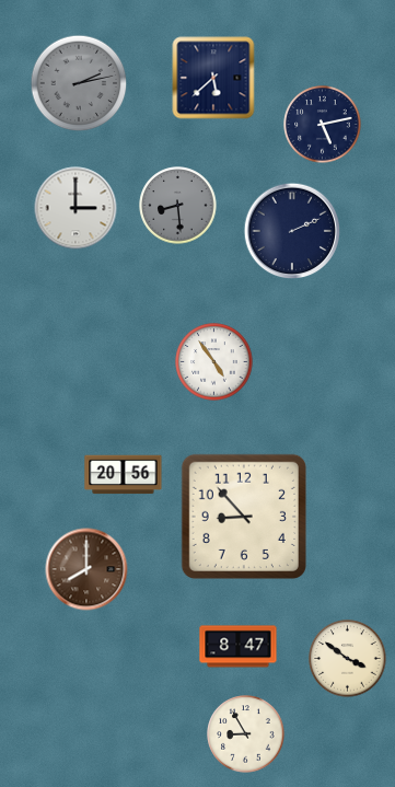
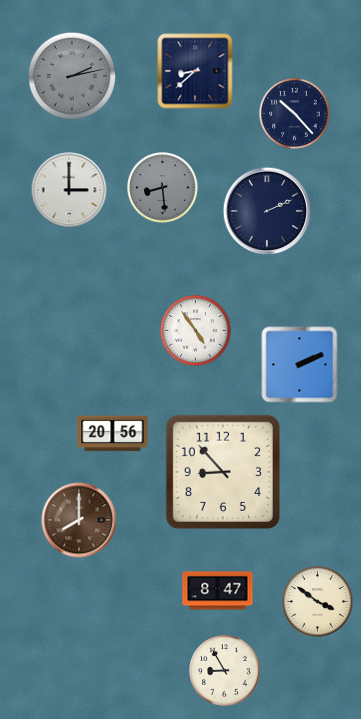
clock at (213, 78): 5:38 -> 8:38
clock at (323, 125): 5:13 -> 10:23
clock at (300, 365): none -> 2:11
